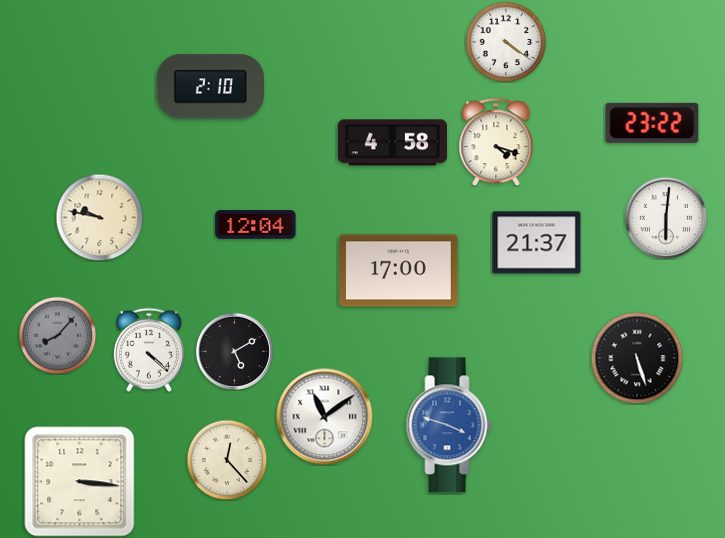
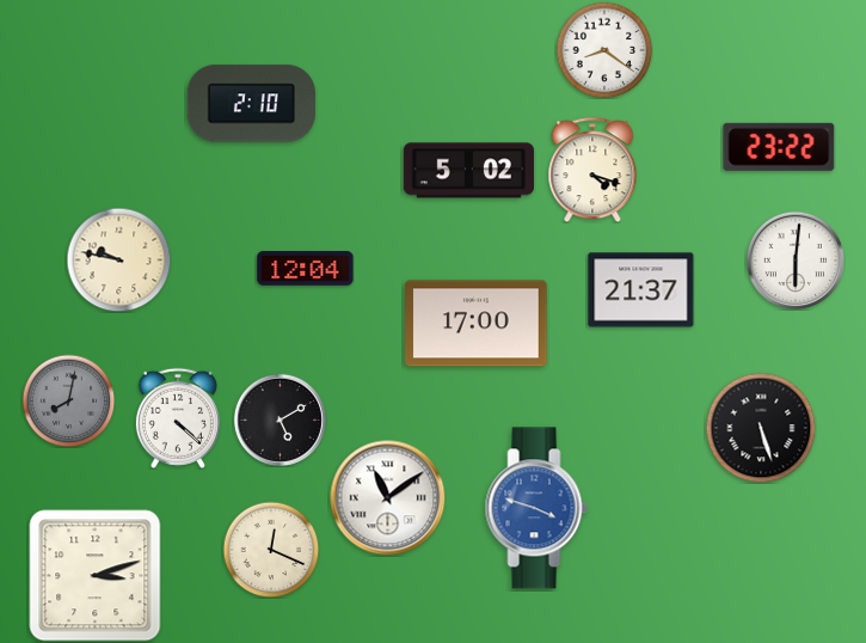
clock at (506, 42): 4:21 -> 8:21
clock at (392, 143): 4:58 -> 5:02
clock at (57, 335): 8:07 -> 8:02
clock at (227, 460): 12:23 -> 12:19
clock at (80, 482): 3:16 -> 3:12
